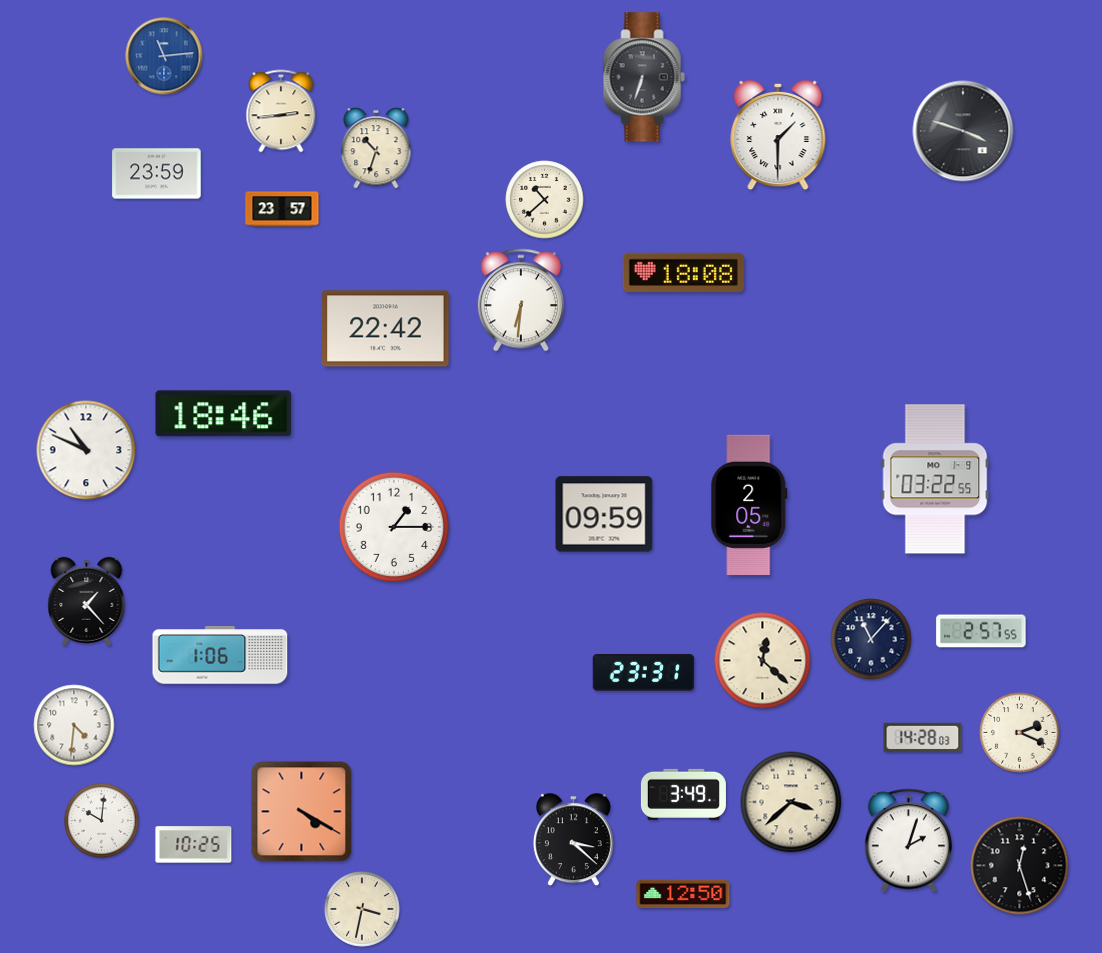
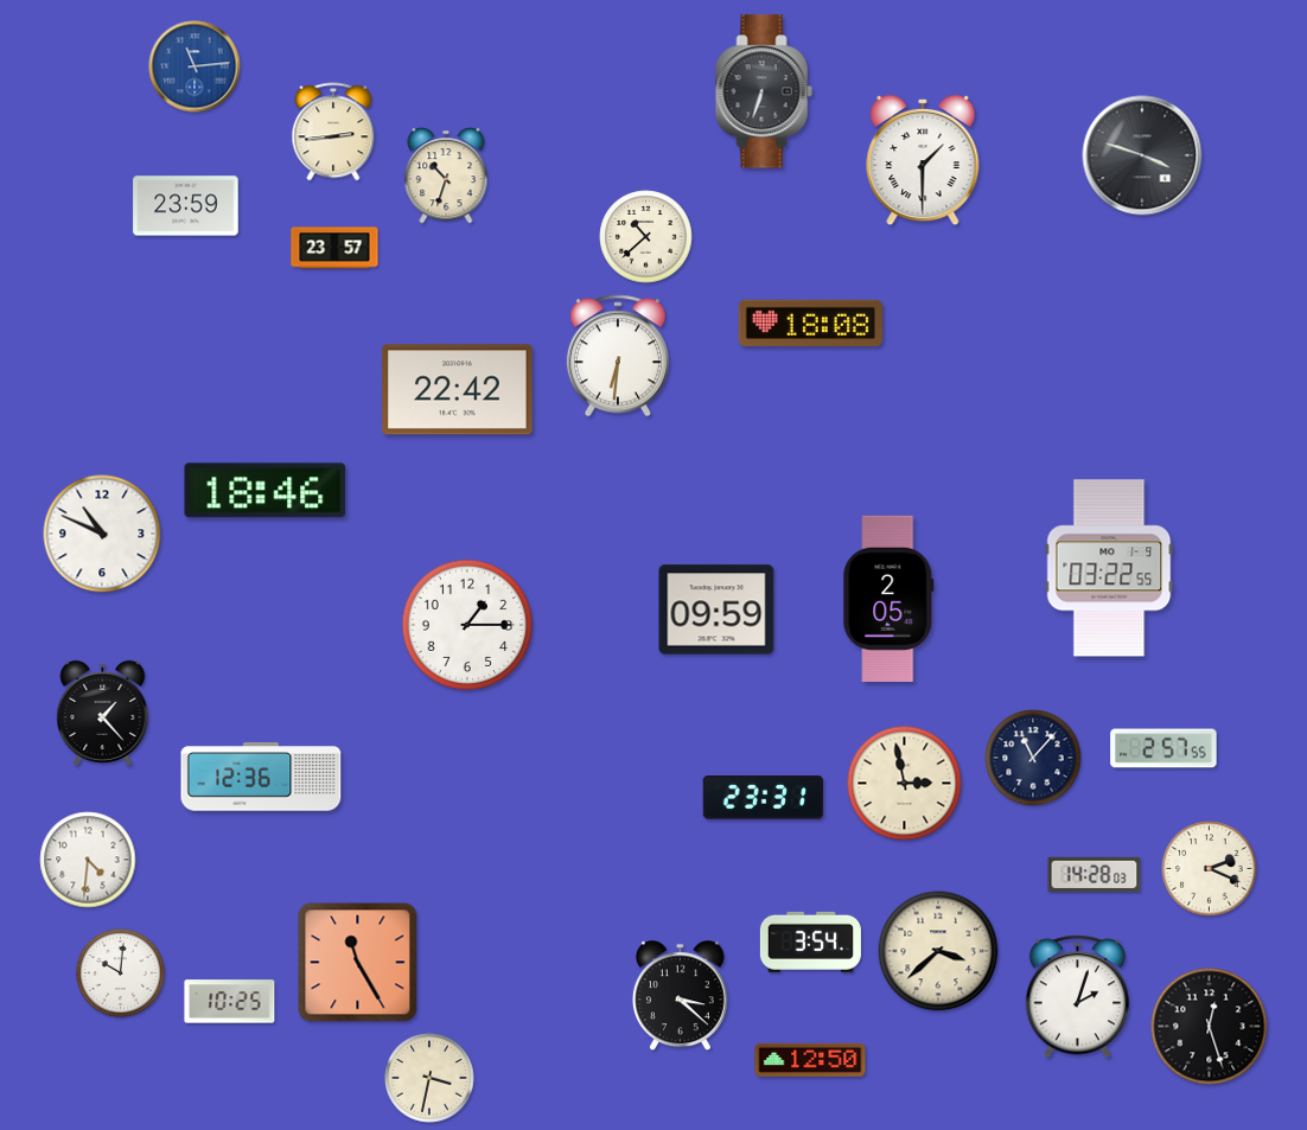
clock at (220, 655): 1:06 -> 12:36
clock at (763, 661): 12:22 -> 2:58
clock at (683, 794): 3:49 -> 3:54
clock at (302, 812): 4:20 -> 11:25
